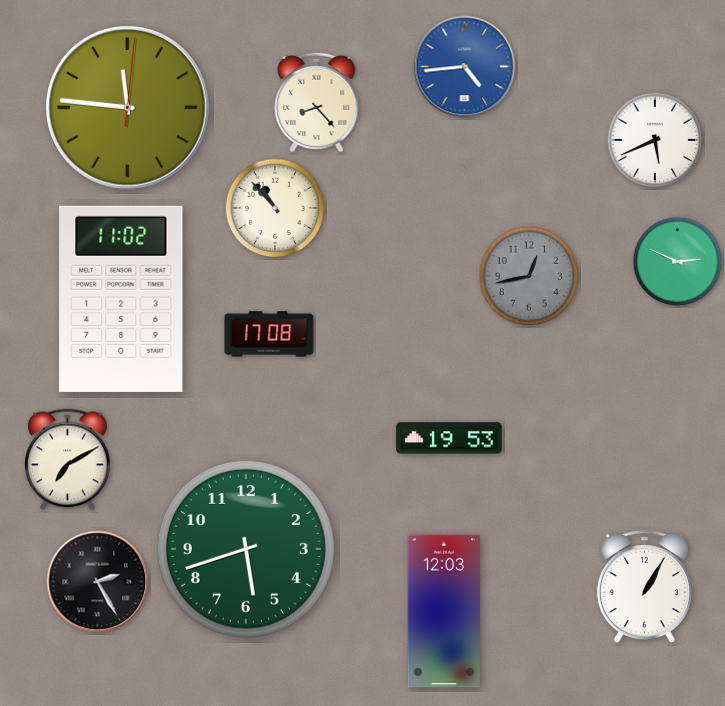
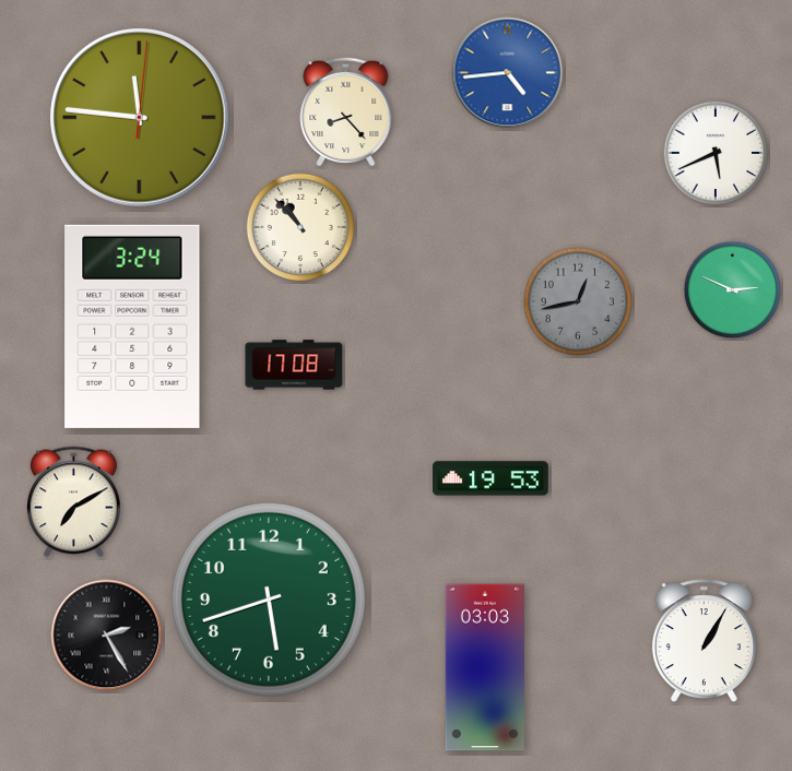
clock at (678, 262) position: (678, 262) -> (733, 290)
clock at (121, 299): 11:02 -> 3:24
clock at (443, 611): 12:03 -> 03:03
